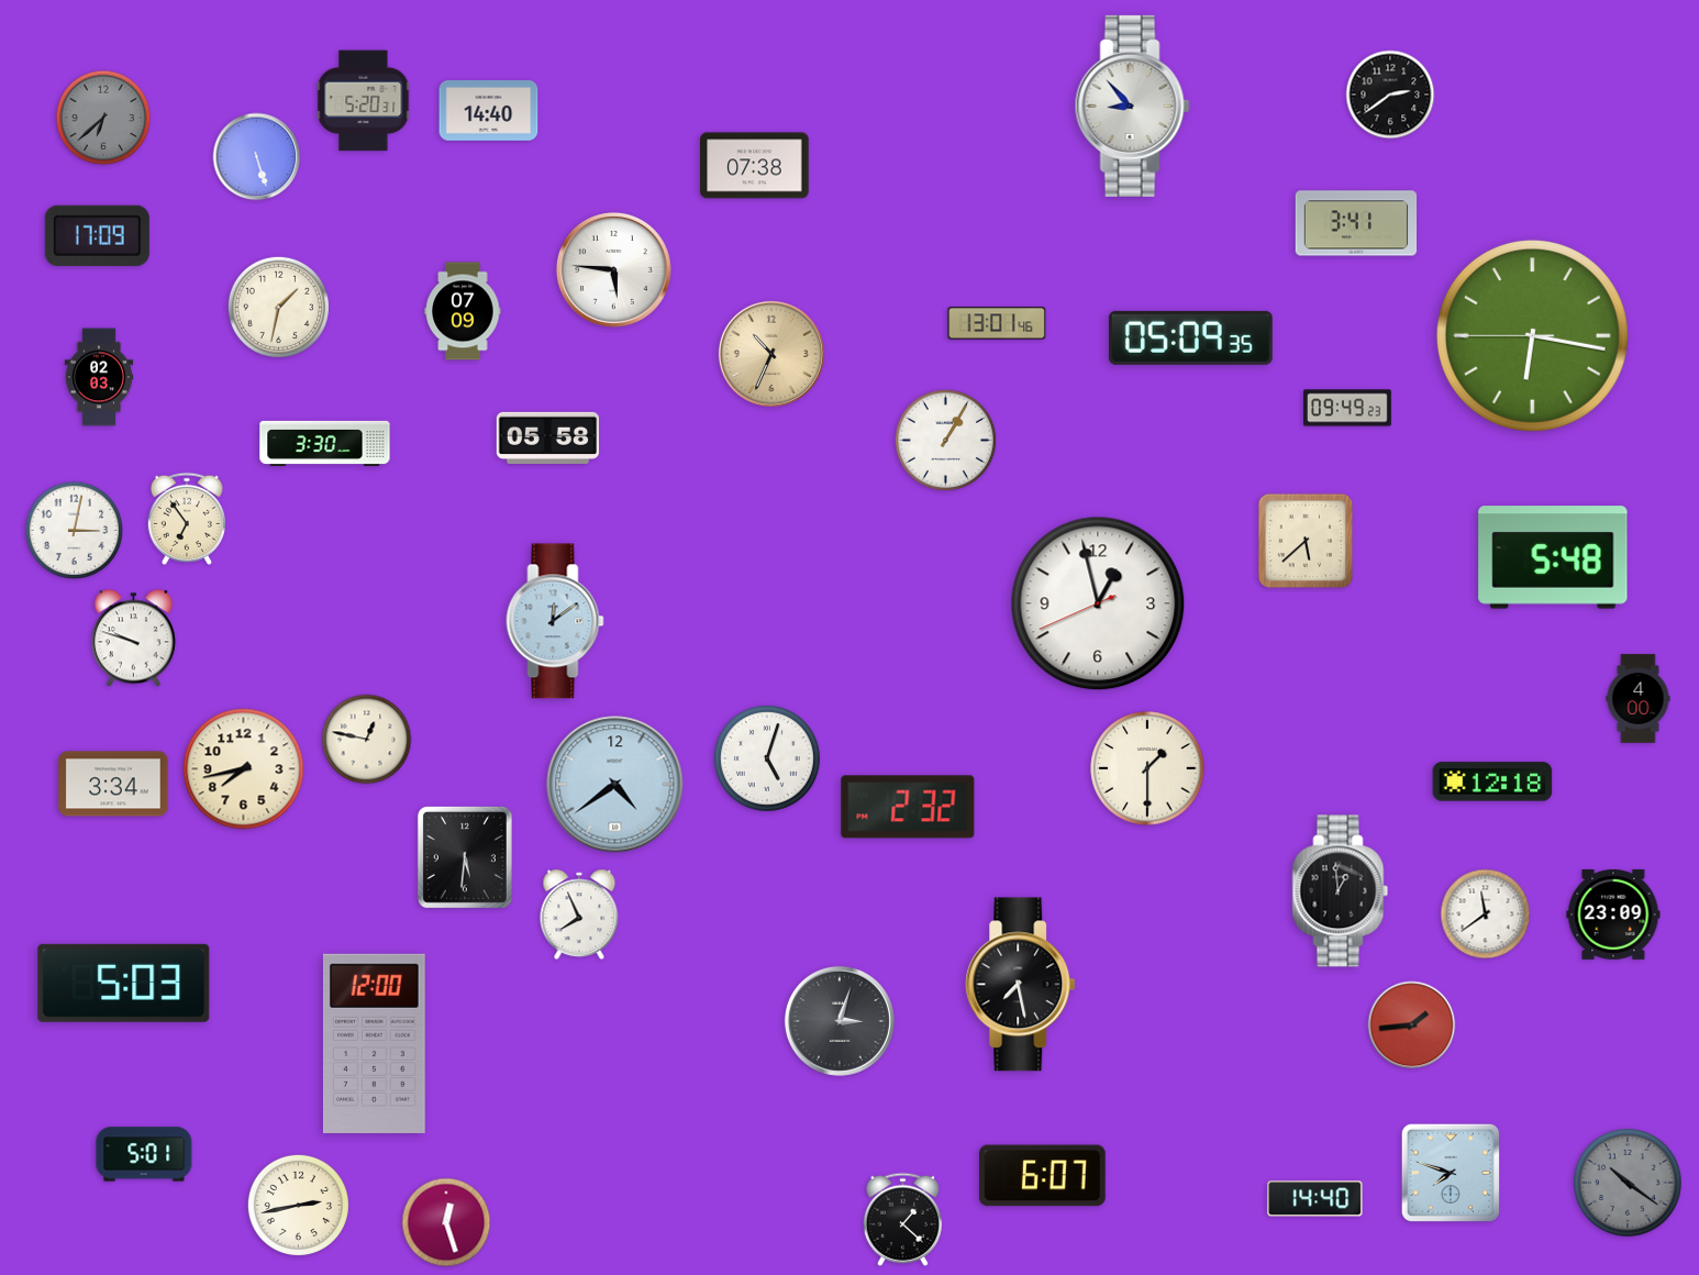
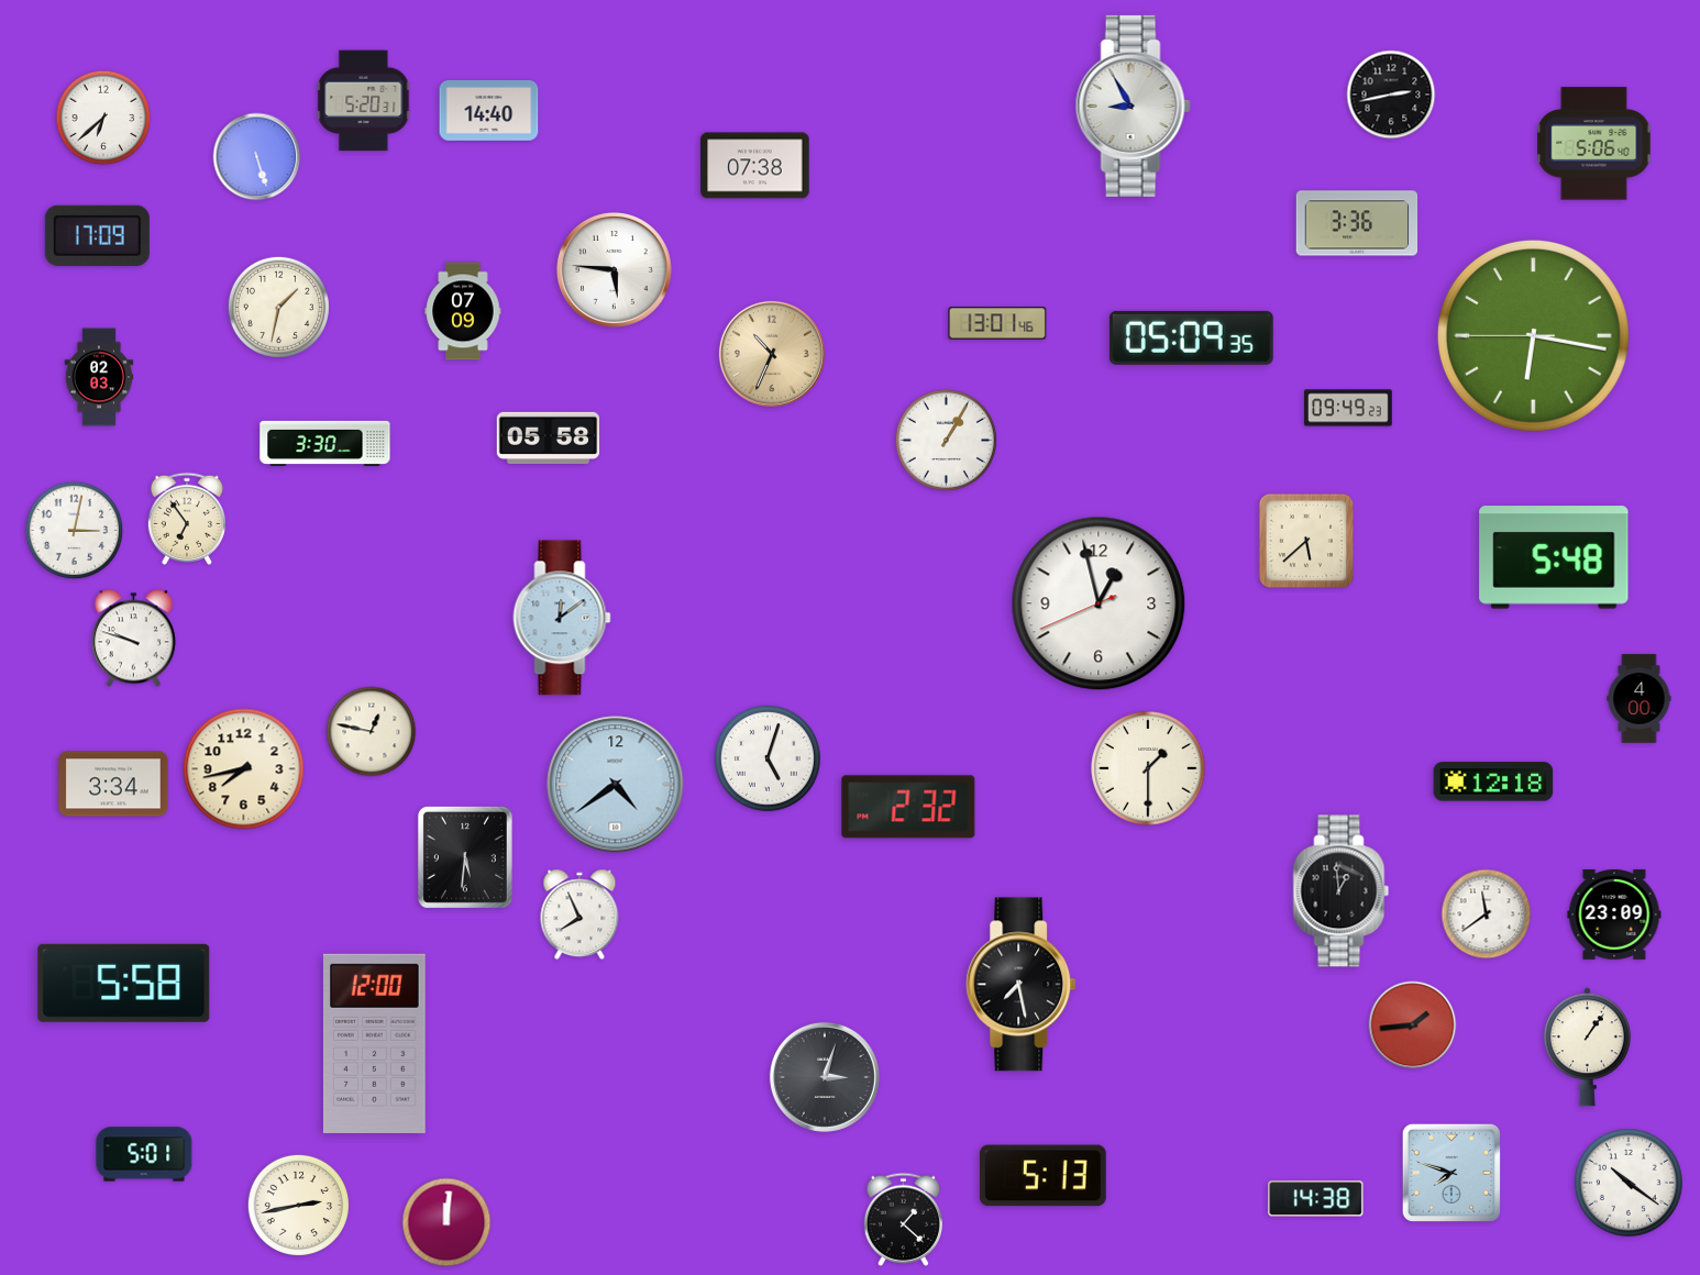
clock at (1390, 95): 2:39 -> 2:43
clock at (1132, 106): 8:53 -> 8:55
clock at (103, 118) dial: grey -> white
clock at (1594, 144): none -> 5:06
clock at (1356, 223): 3:41 -> 3:36
clock at (555, 621) position: (555, 621) -> (562, 618)
clock at (367, 740) position: (367, 740) -> (372, 732)
clock at (124, 983): 5:03 -> 5:58
clock at (840, 1021) position: (840, 1021) -> (825, 1077)
clock at (1587, 1047): none -> 1:06
clock at (1042, 1176): 6:07 -> 5:13
clock at (1629, 1184) dial: grey -> white
clock at (1315, 1199): 14:40 -> 14:38
clock at (446, 1222): 12:27 -> 12:01
